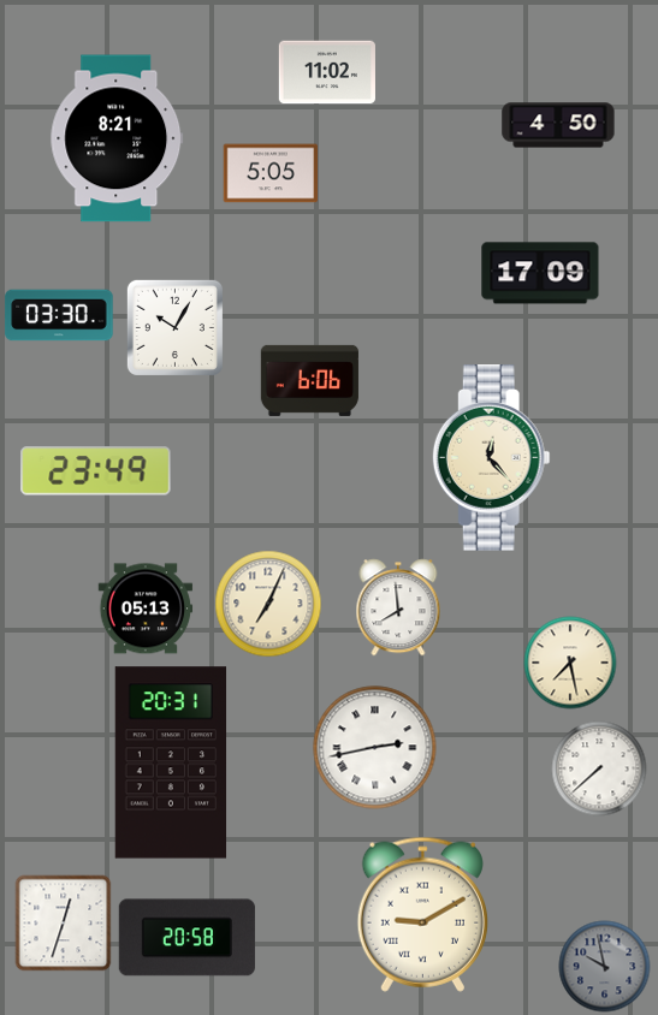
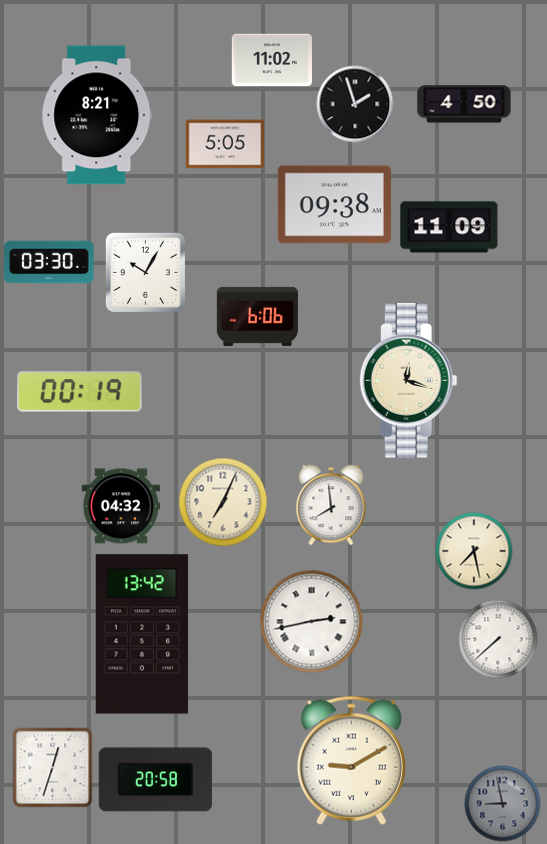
clock at (355, 104): none -> 1:57
clock at (334, 205): none -> 09:38
clock at (540, 273): 17:09 -> 11:09
clock at (491, 458): 12:23 -> 12:18
clock at (96, 471): 23:49 -> 00:19
clock at (146, 609): 05:13 -> 04:32
clock at (171, 762): 20:31 -> 13:42
clock at (605, 967): 9:58 -> 8:58
